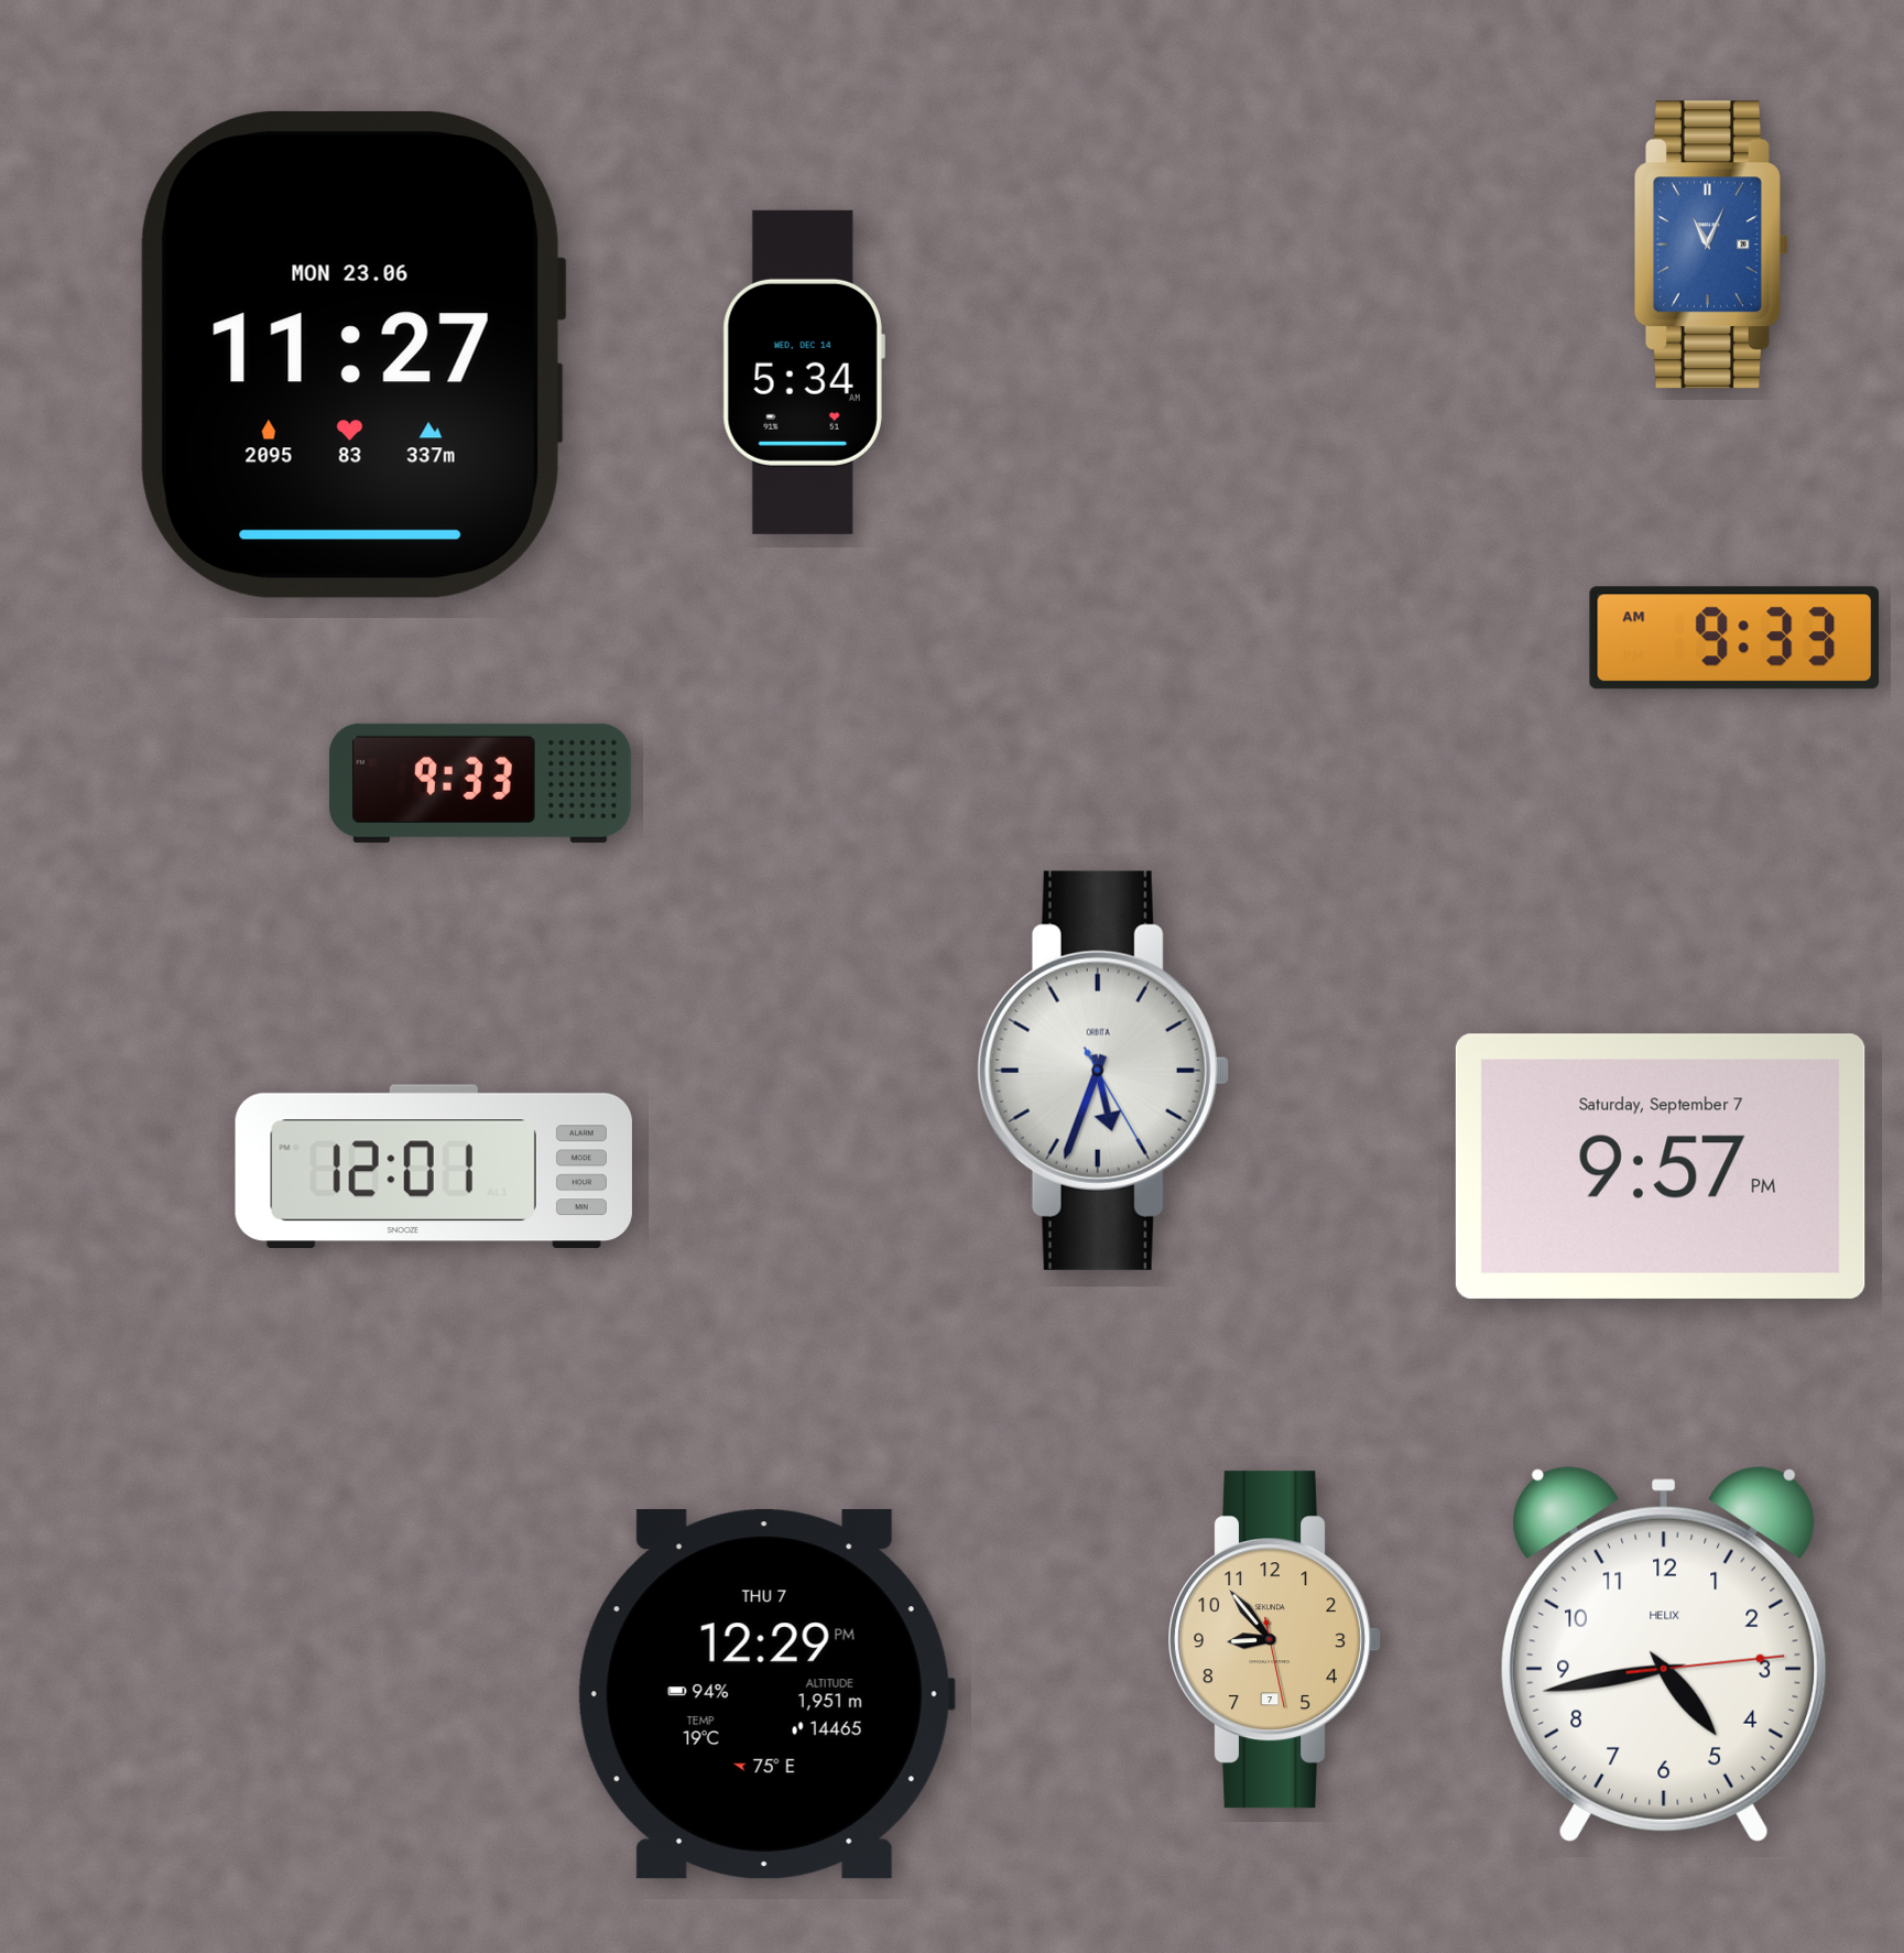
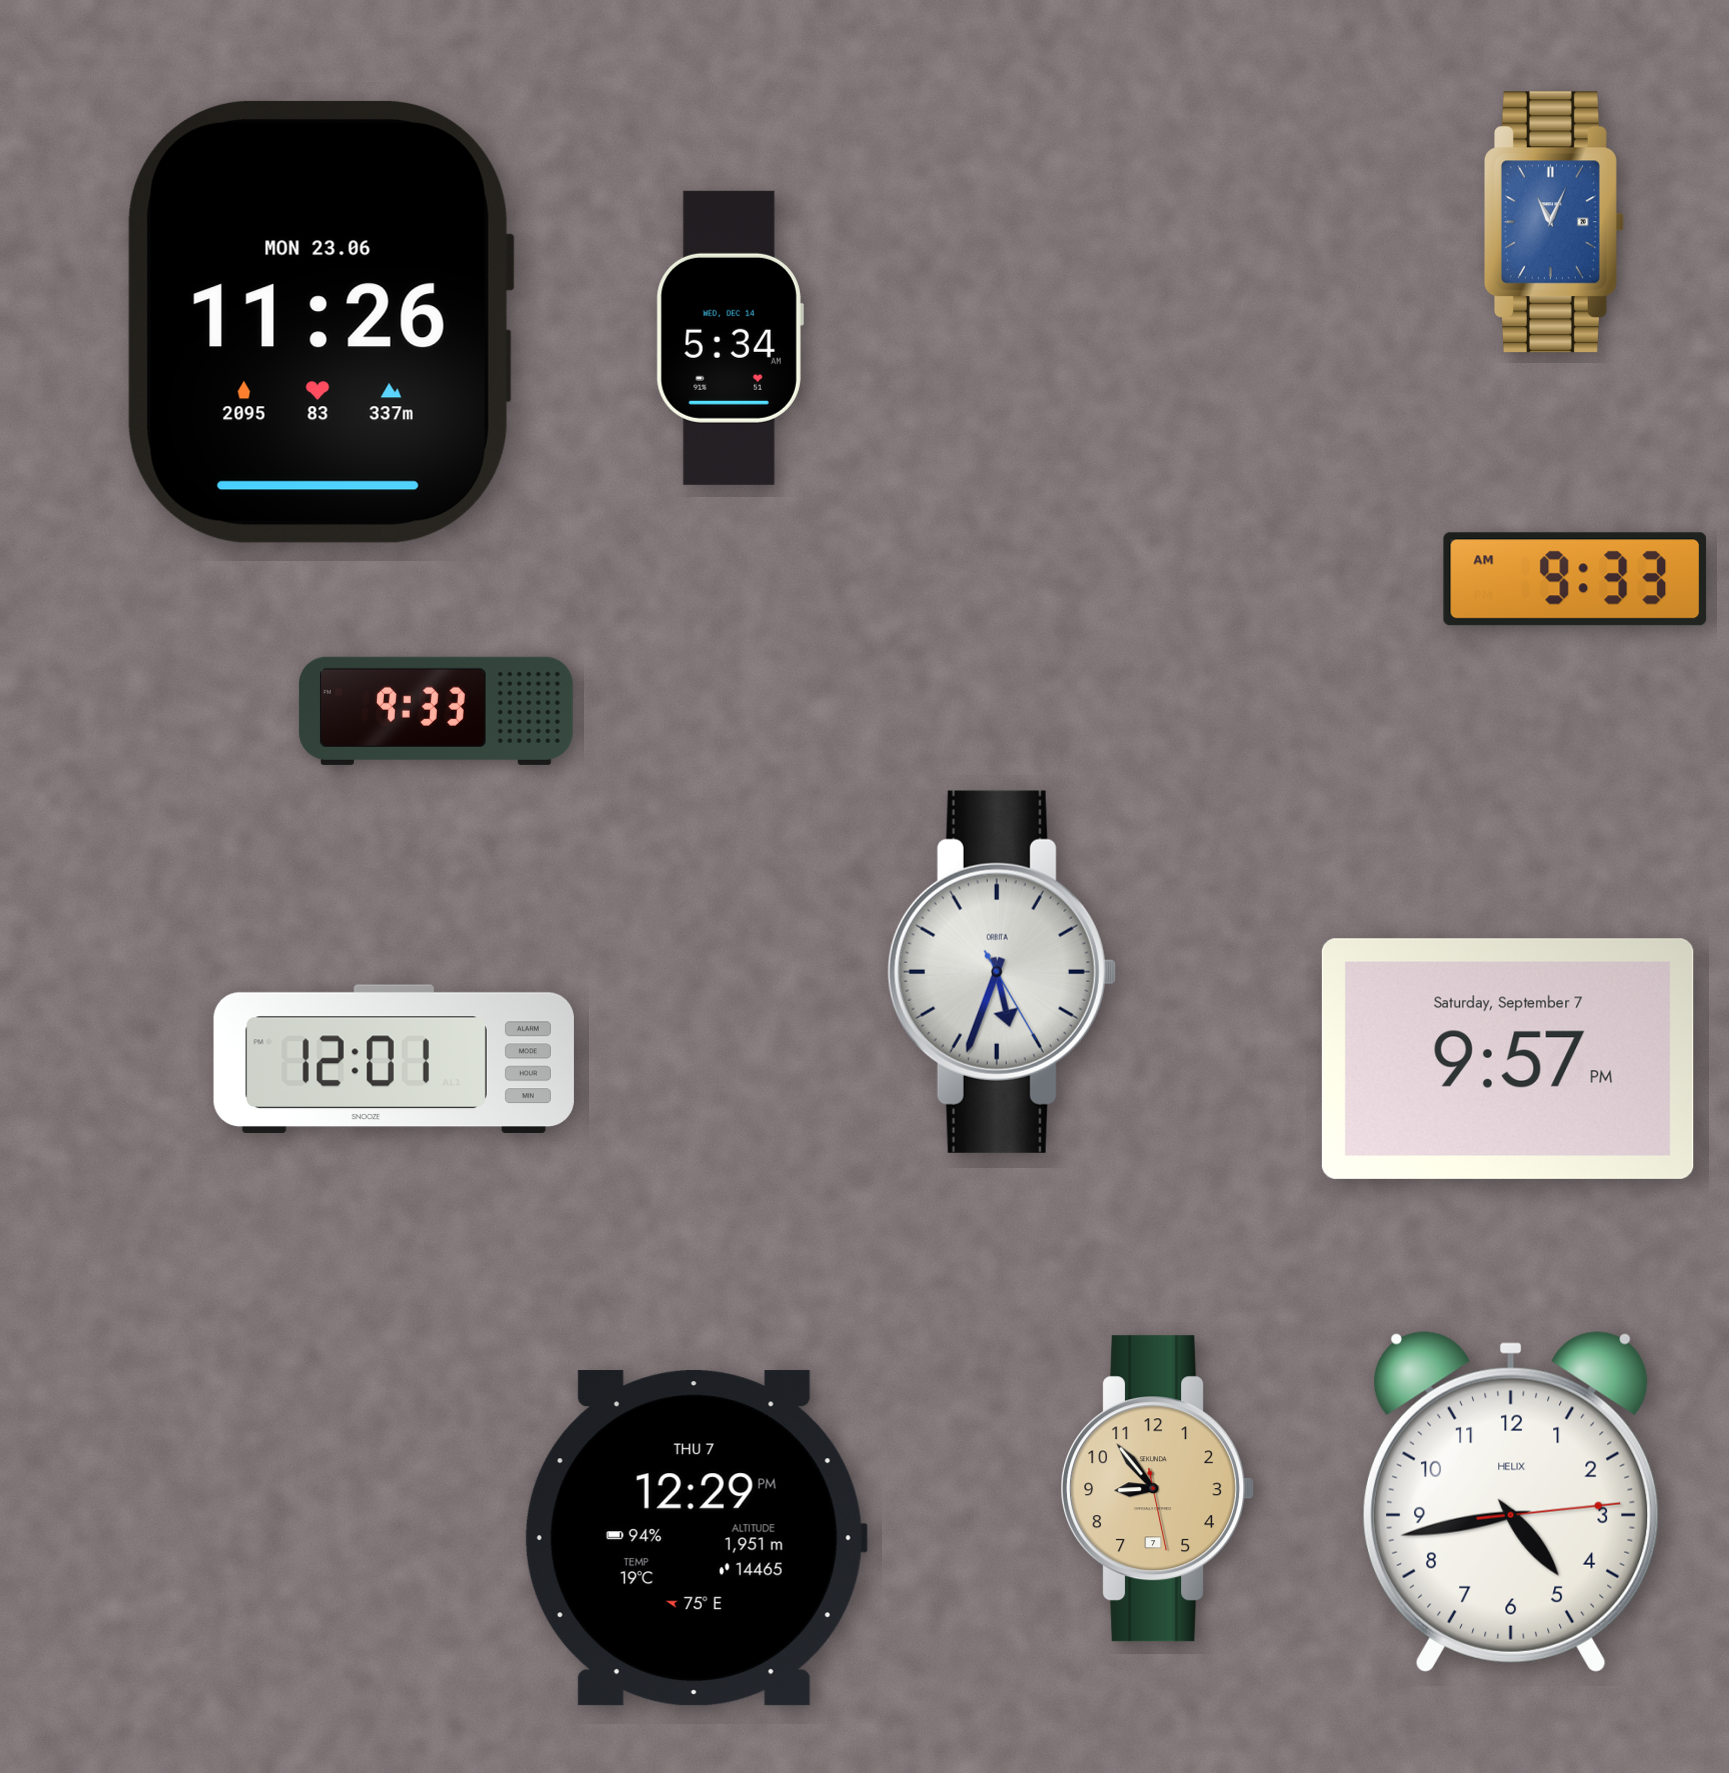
clock at (353, 355): 11:27 -> 11:26
